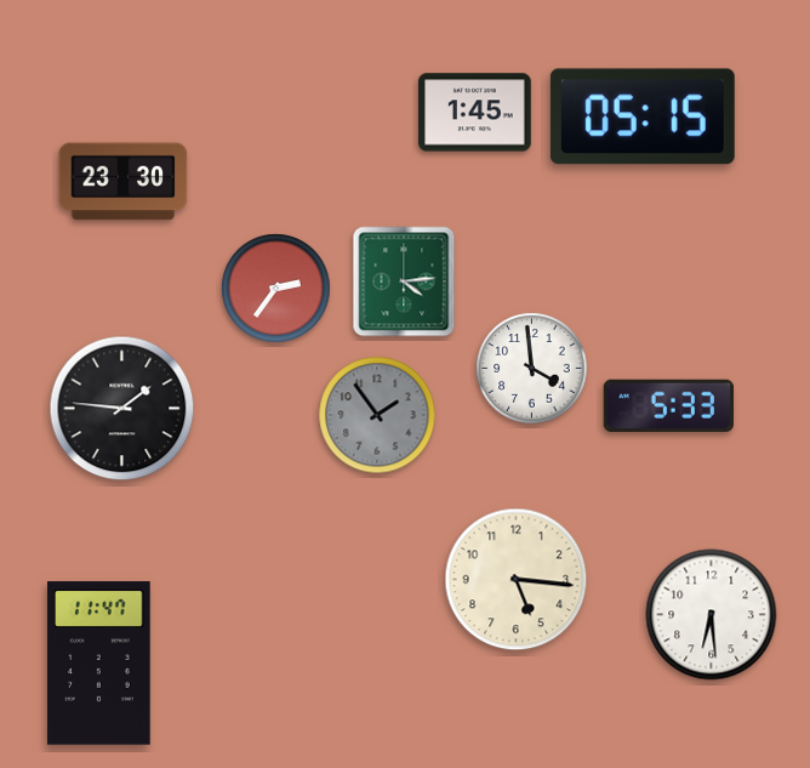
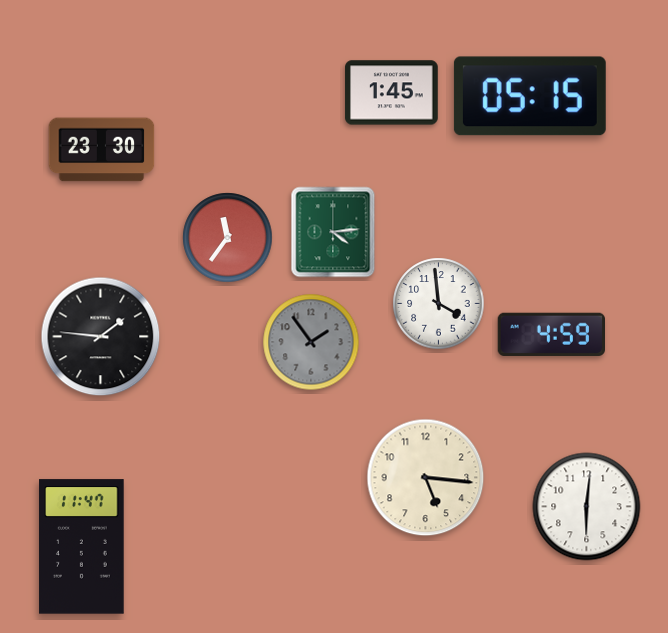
clock at (276, 289): 2:36 -> 11:36
clock at (668, 405): 5:33 -> 4:59
clock at (712, 615): 6:29 -> 6:01
